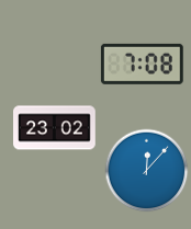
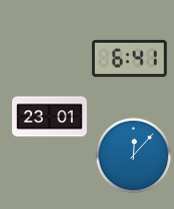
clock at (142, 64): 7:08 -> 6:41
clock at (55, 128): 23:02 -> 23:01
